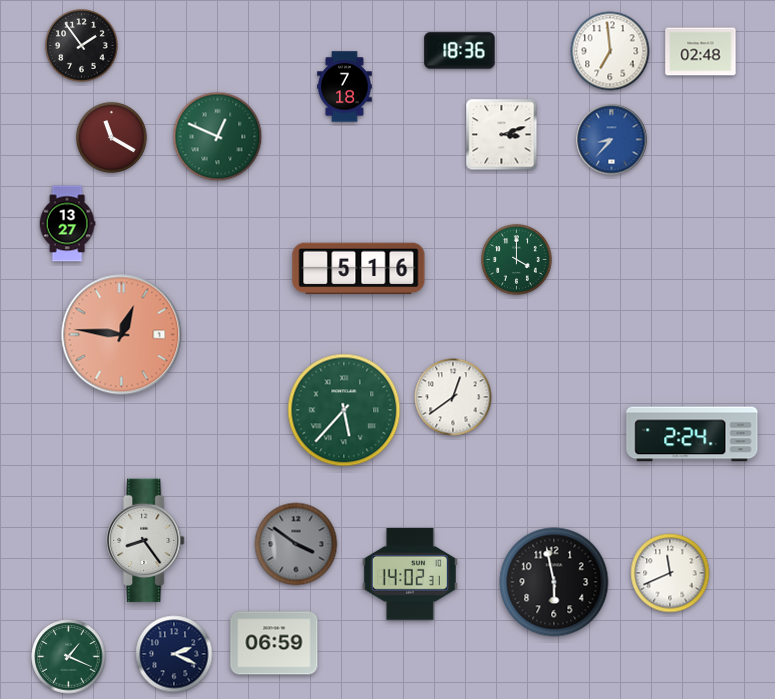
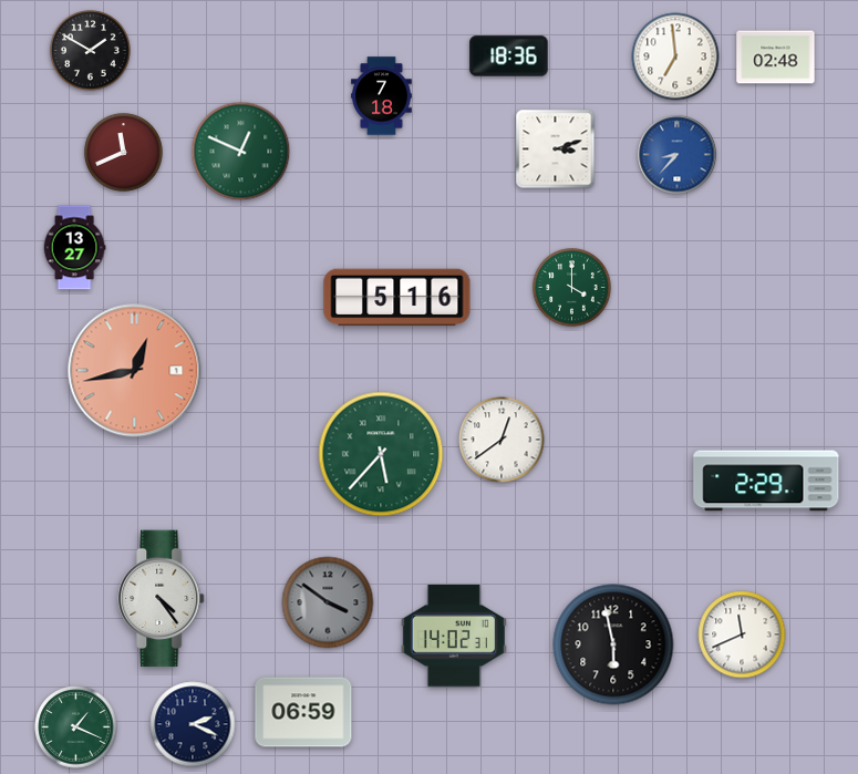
clock at (82, 46): 1:54 -> 1:50
clock at (112, 138): 11:20 -> 11:41
clock at (122, 335): 12:46 -> 12:43
clock at (692, 434): 2:24 -> 2:29
clock at (146, 541): 8:24 -> 4:24
